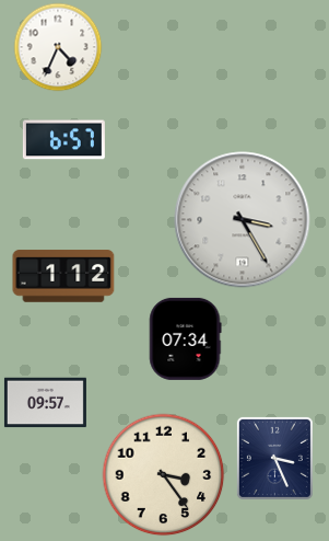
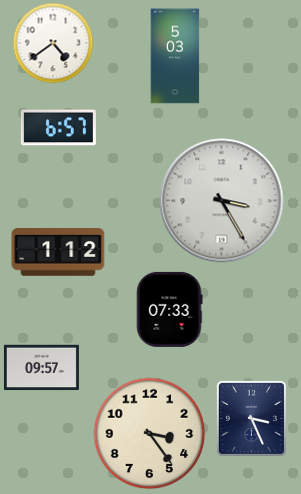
clock at (58, 47): 4:34 -> 4:39
clock at (175, 56): none -> 5:03
clock at (186, 338): 07:34 -> 07:33
